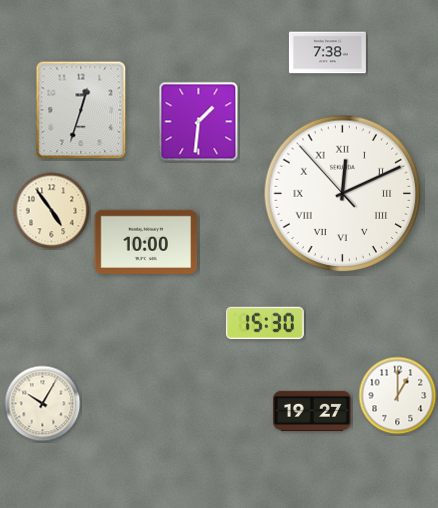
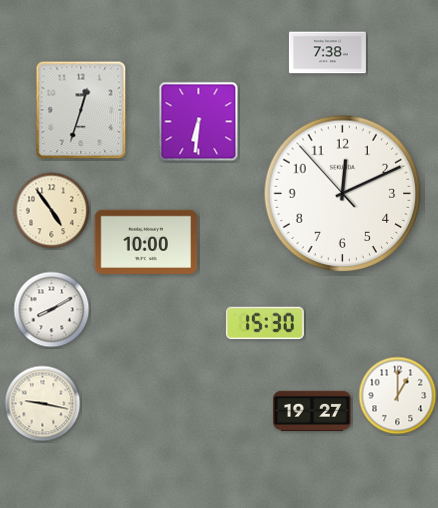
clock at (199, 122): 1:31 -> 6:31
clock at (343, 194) numerals: Roman -> Arabic
clock at (52, 310): none -> 8:10
clock at (43, 404): 10:05 -> 9:17
